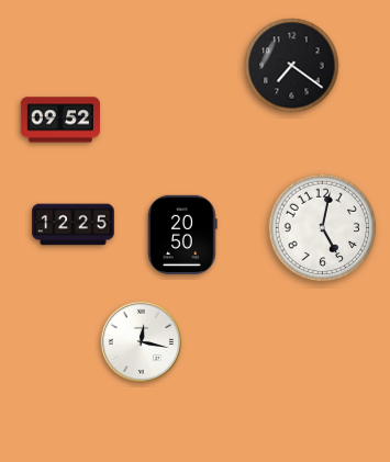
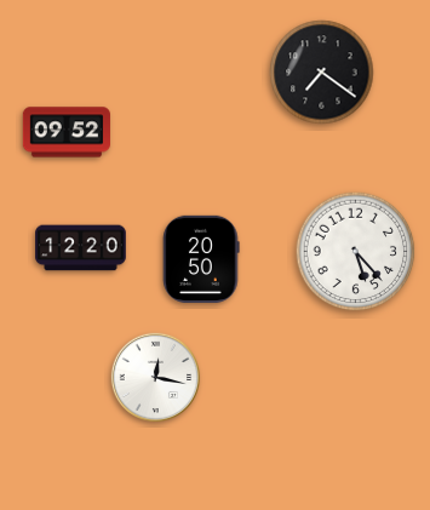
clock at (74, 225): 12:25 -> 12:20
clock at (323, 228): 5:02 -> 5:23
